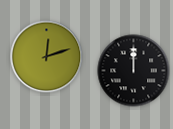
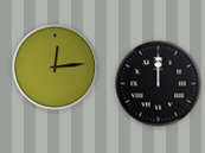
clock at (47, 57): 12:12 -> 12:14
